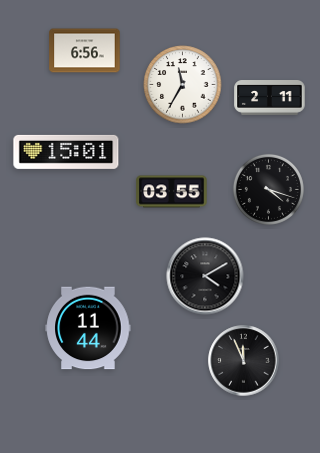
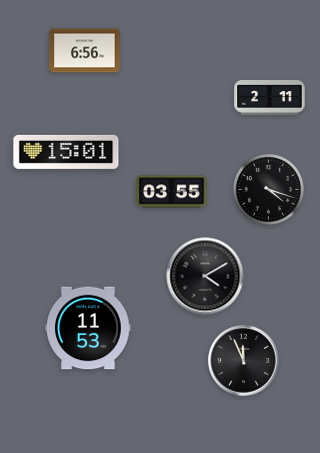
clock at (183, 85): 11:35 -> none
clock at (88, 328): 11:44 -> 11:53
